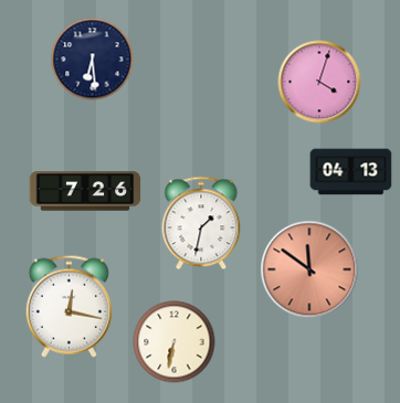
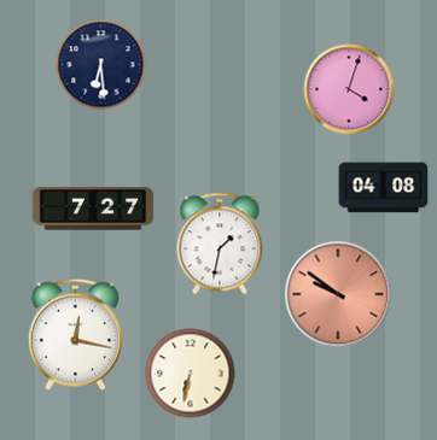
clock at (351, 172): 04:13 -> 04:08
clock at (85, 191): 7:26 -> 7:27
clock at (309, 269): 11:51 -> 9:51
